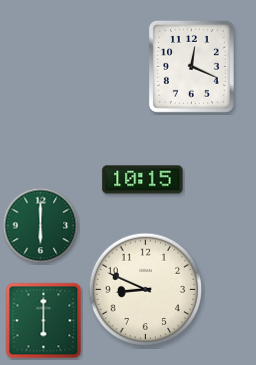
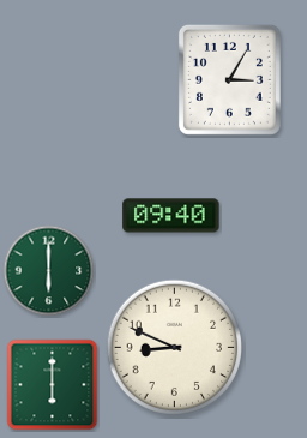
clock at (191, 66): 12:19 -> 3:05
clock at (143, 180): 10:15 -> 09:40
